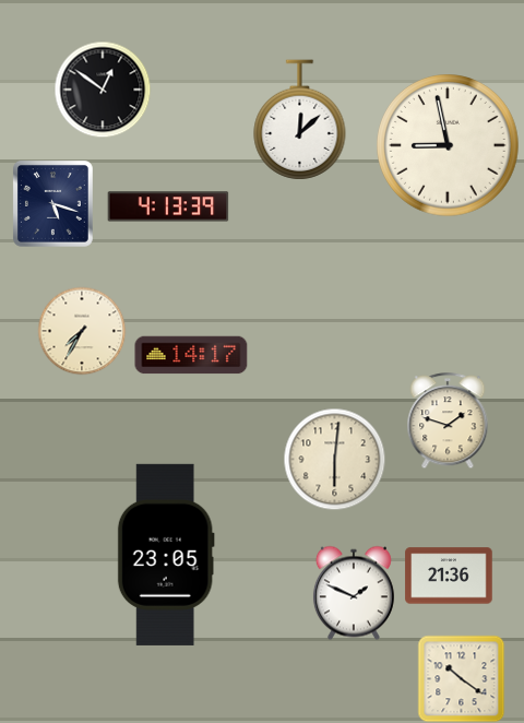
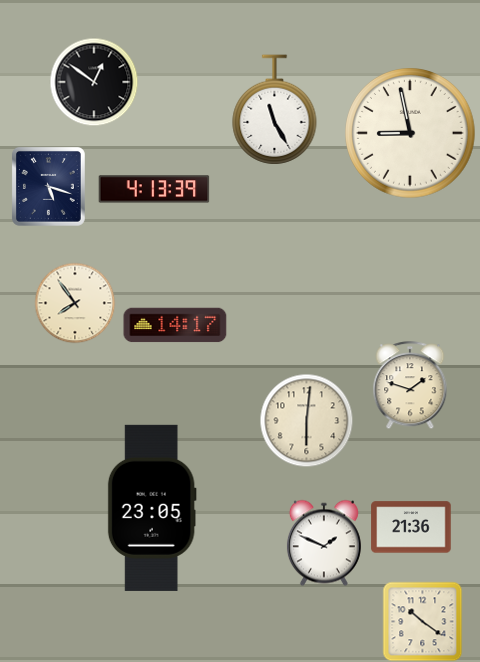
clock at (300, 120): 12:08 -> 11:25
clock at (82, 331): 7:35 -> 7:54
